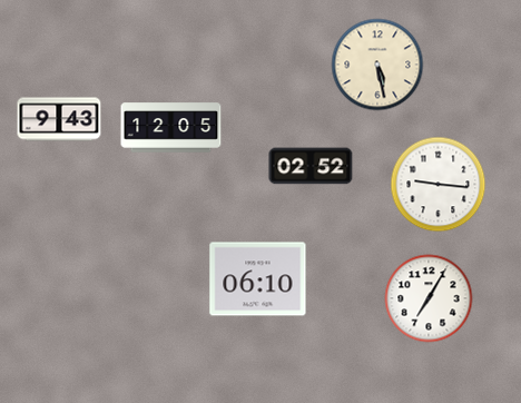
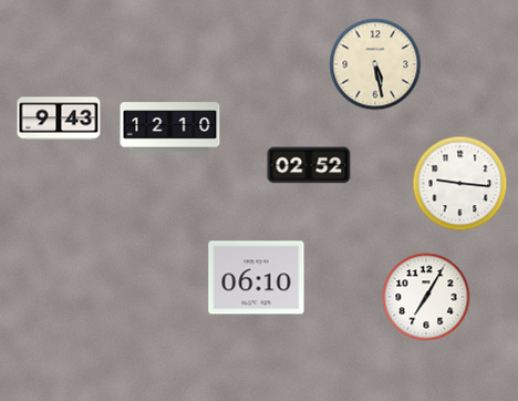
clock at (171, 128): 12:05 -> 12:10
clock at (439, 185) position: (439, 185) -> (460, 184)
